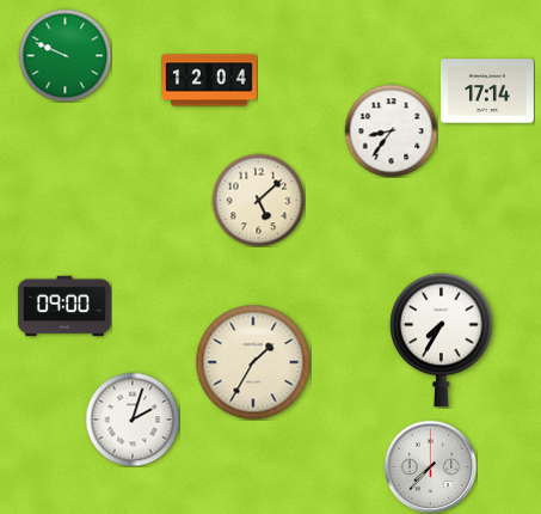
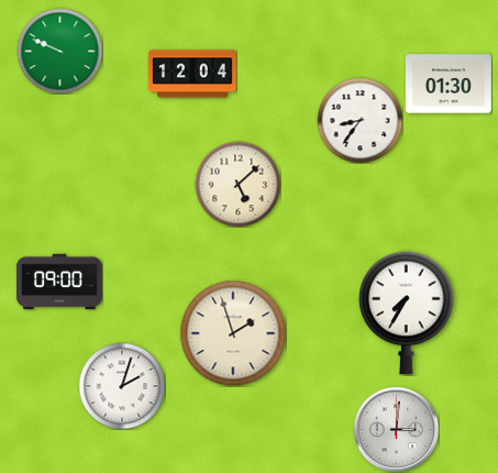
clock at (487, 91): 17:14 -> 01:30
clock at (253, 362): 1:35 -> 1:57
clock at (430, 466): 7:37 -> 3:01
